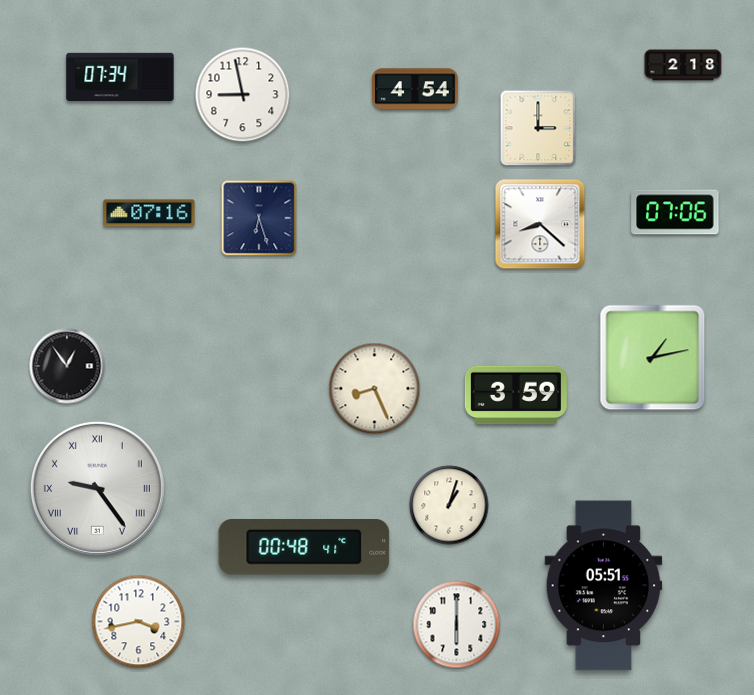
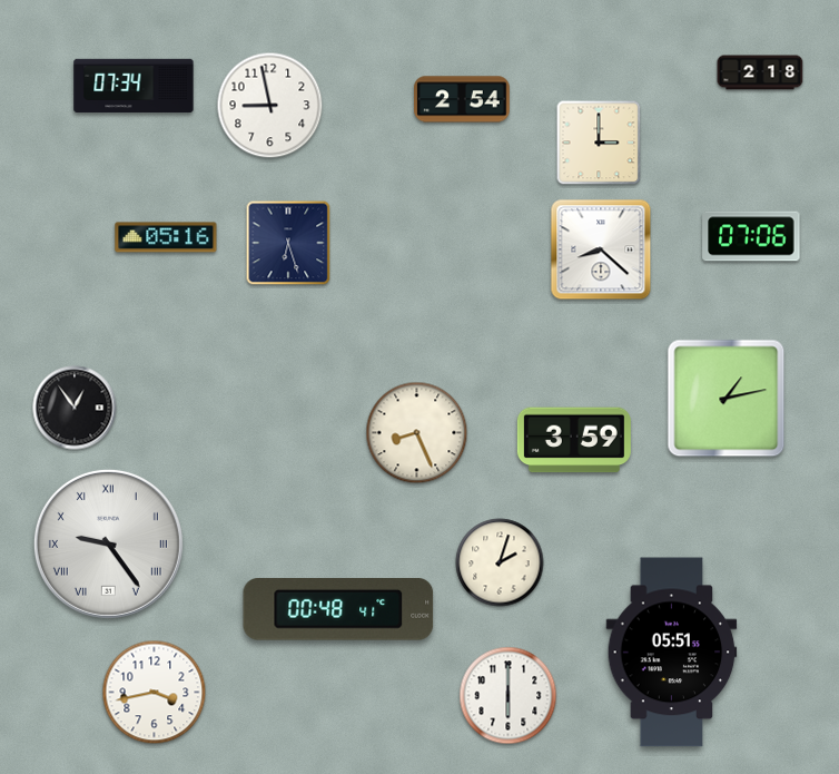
clock at (415, 89): 4:54 -> 2:54
clock at (149, 213): 07:16 -> 05:16
clock at (449, 505): 1:03 -> 2:03
